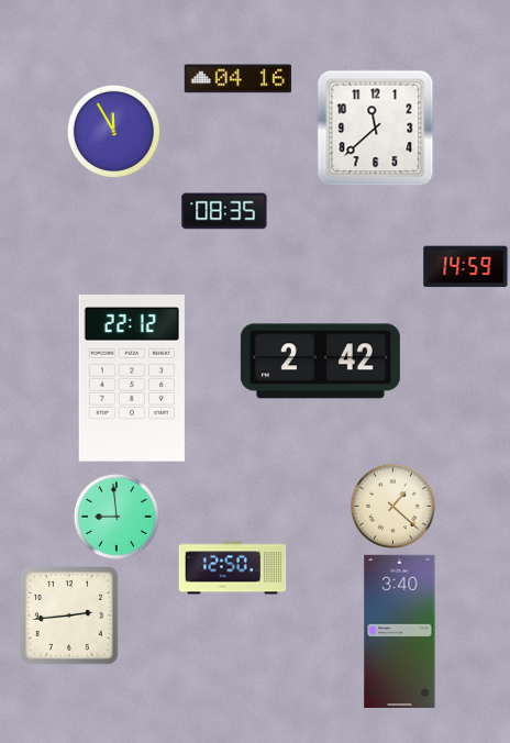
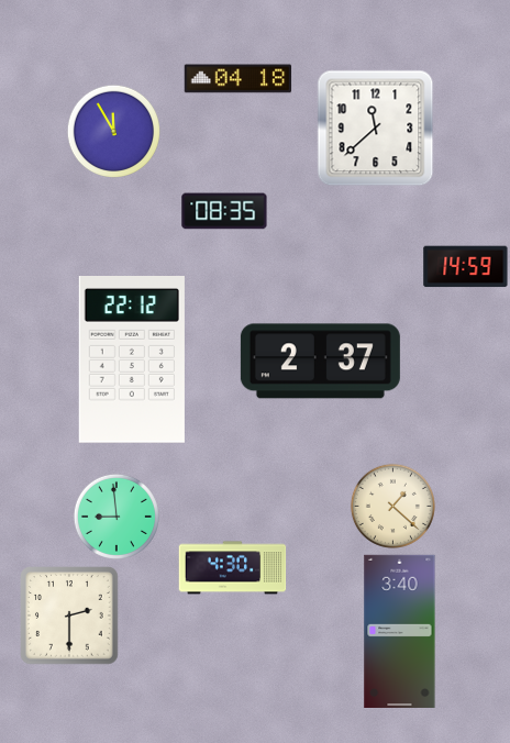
clock at (239, 79): 04:16 -> 04:18
clock at (320, 362): 2:42 -> 2:37
clock at (132, 379) position: (132, 379) -> (132, 361)
clock at (233, 568): 12:50 -> 4:30
clock at (69, 616): 2:44 -> 2:30
